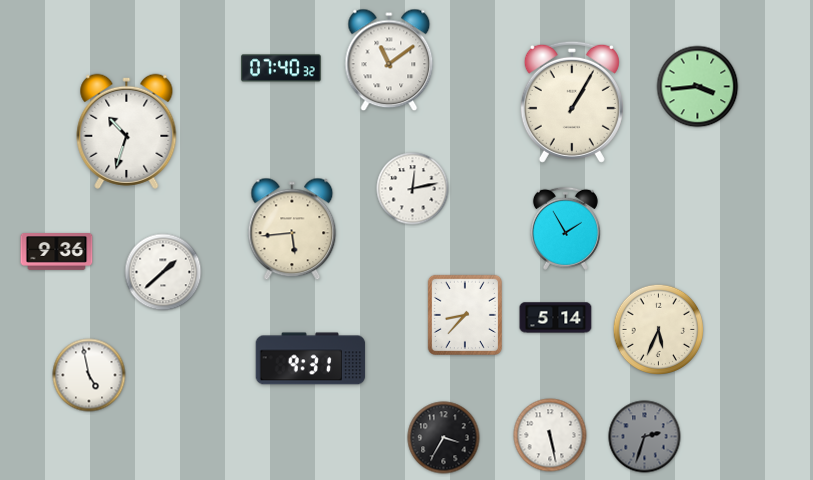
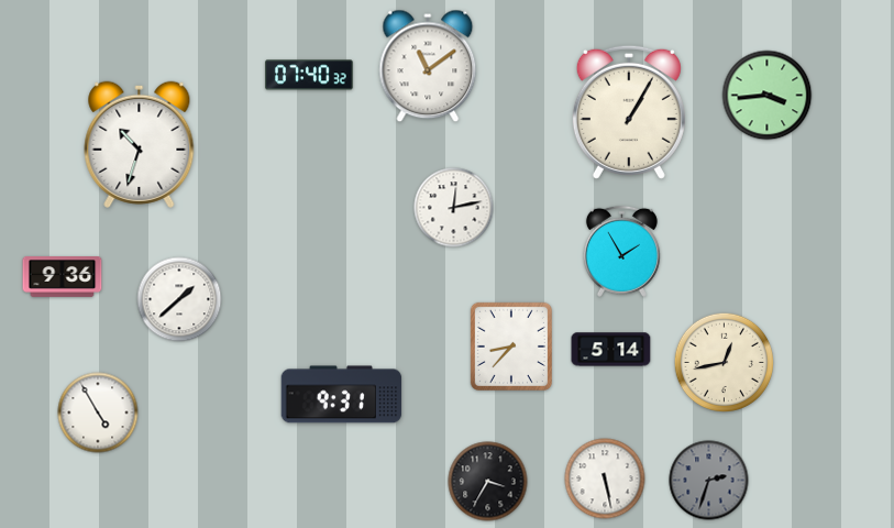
clock at (292, 229): 5:44 -> none
clock at (658, 329): 5:34 -> 12:43
clock at (89, 375): 4:58 -> 4:55
